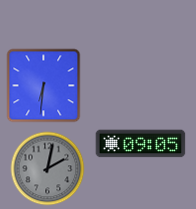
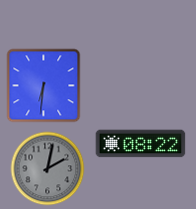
clock at (141, 144): 09:05 -> 08:22
